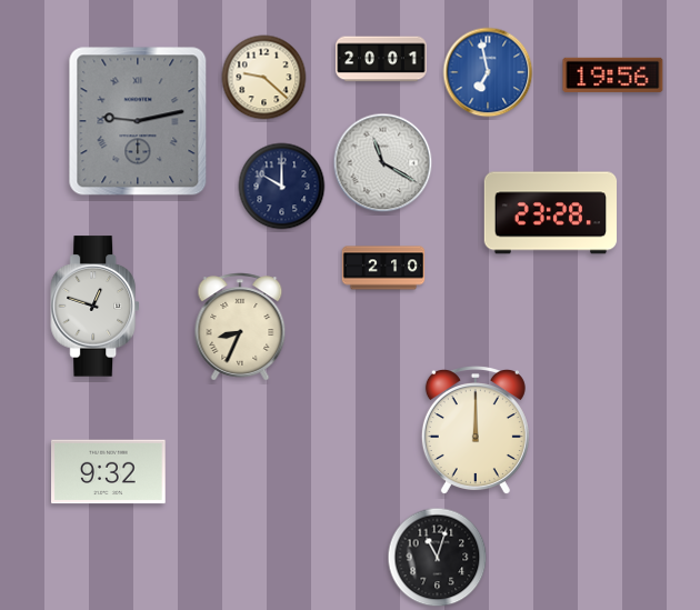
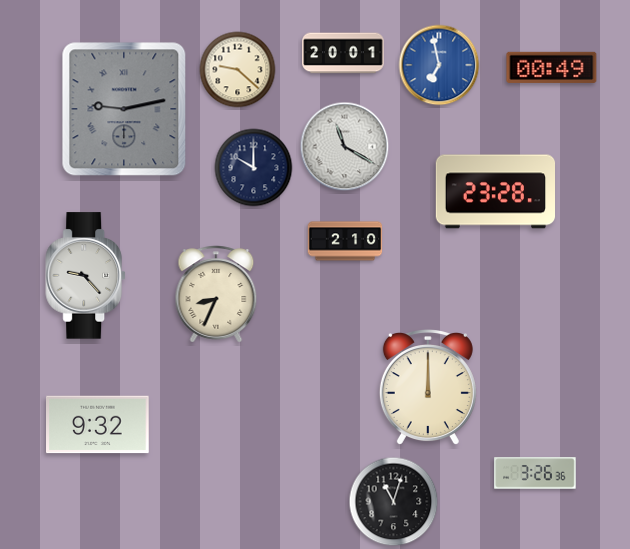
clock at (613, 74): 19:56 -> 00:49
clock at (94, 307): 12:48 -> 9:23
clock at (535, 473): none -> 3:26
